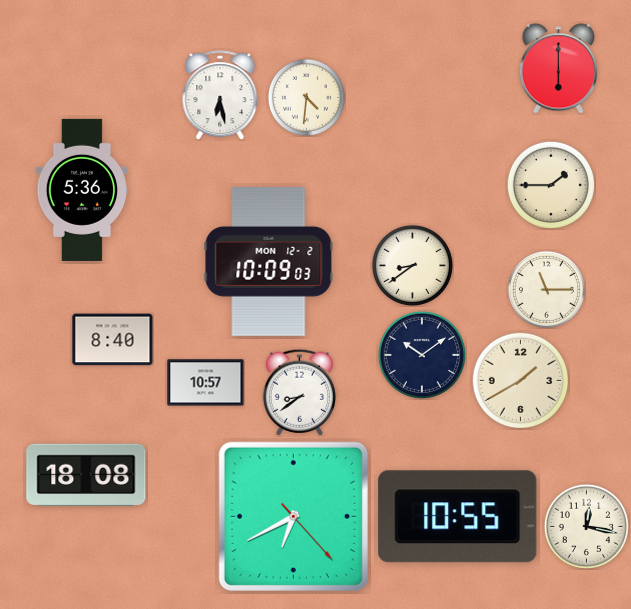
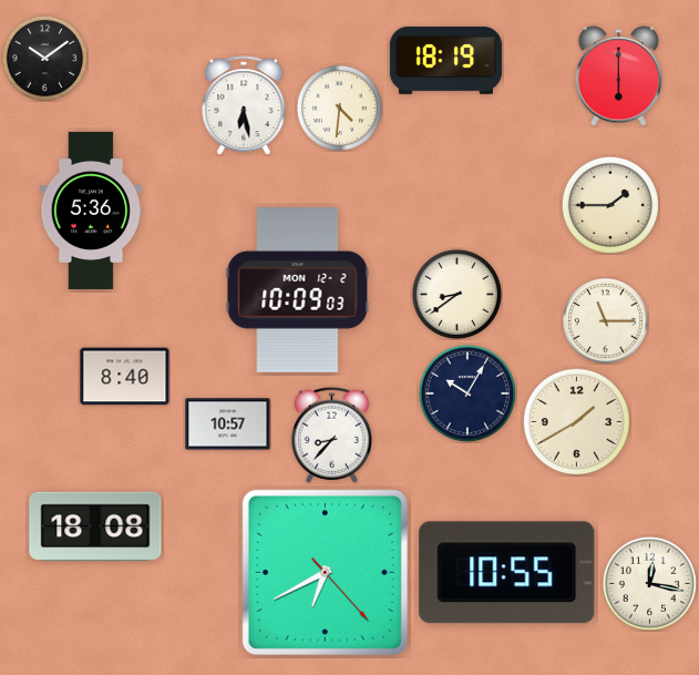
clock at (44, 58): none -> 10:09
clock at (445, 60): none -> 18:19
clock at (421, 354): 10:09 -> 10:05
clock at (299, 392): 8:39 -> 8:37
